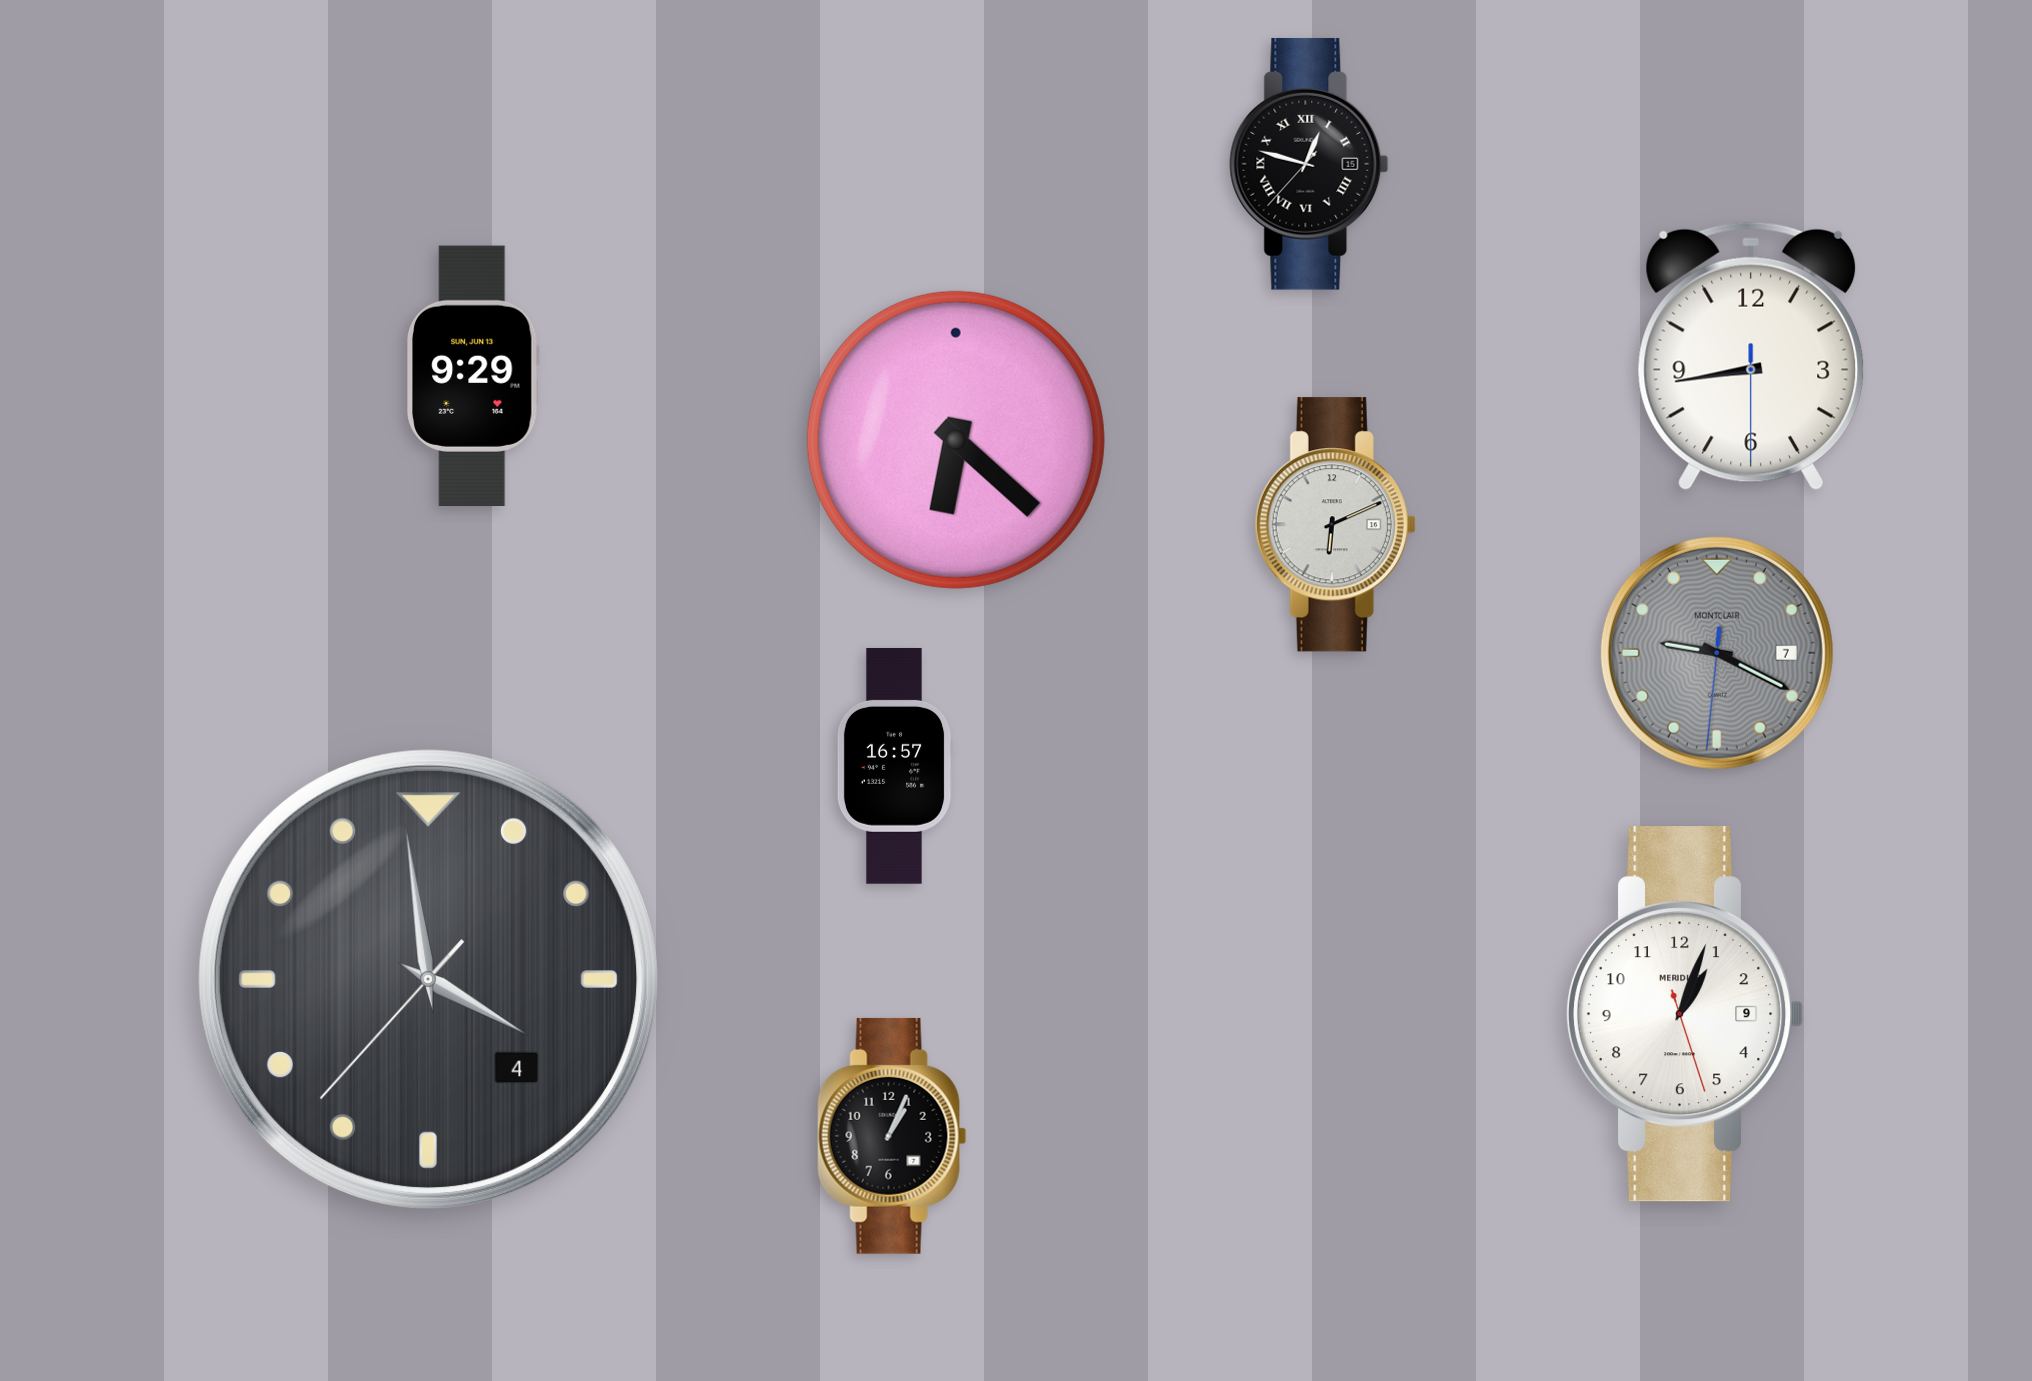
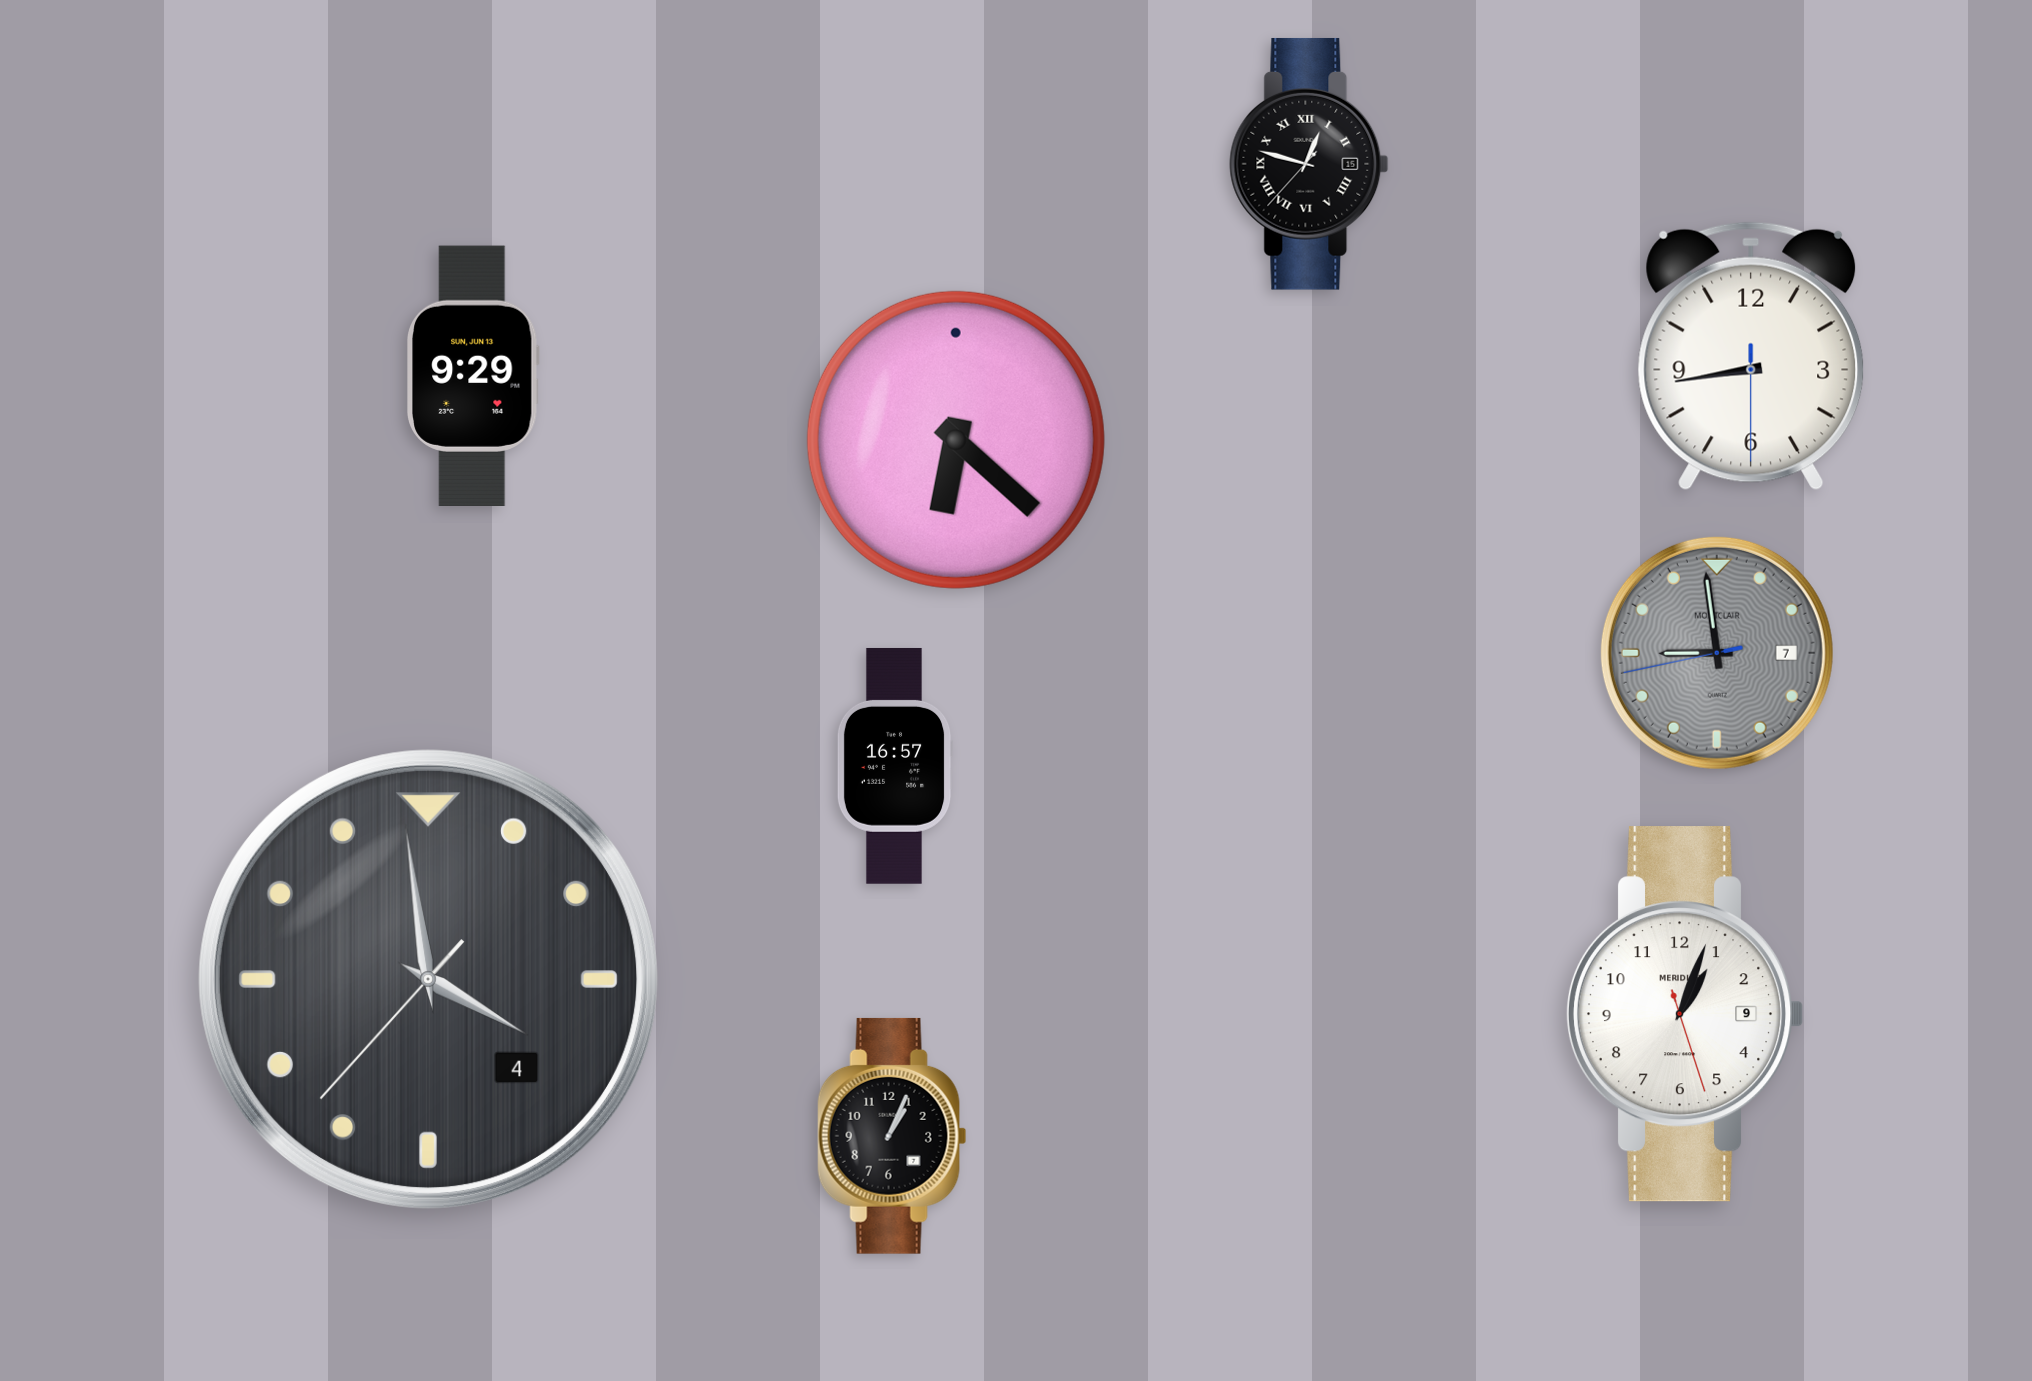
clock at (1335, 525): 6:11 -> none
clock at (1717, 653): 9:19 -> 8:58
